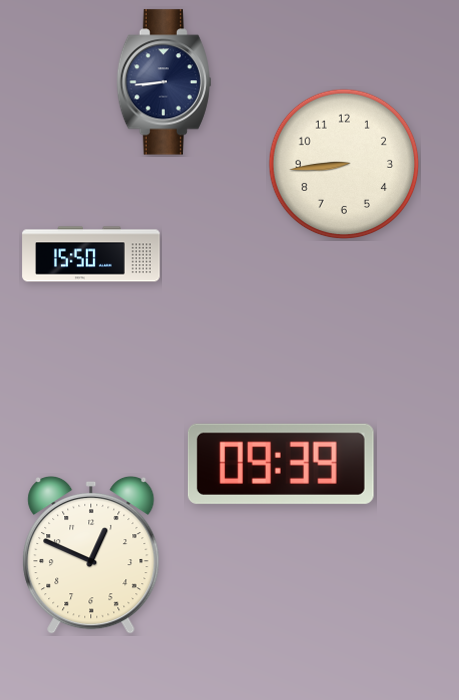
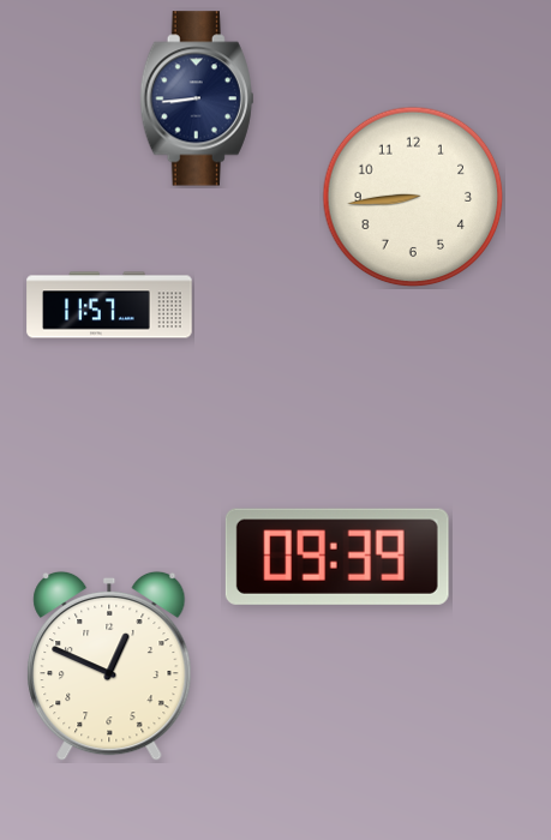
clock at (91, 254): 15:50 -> 11:57
